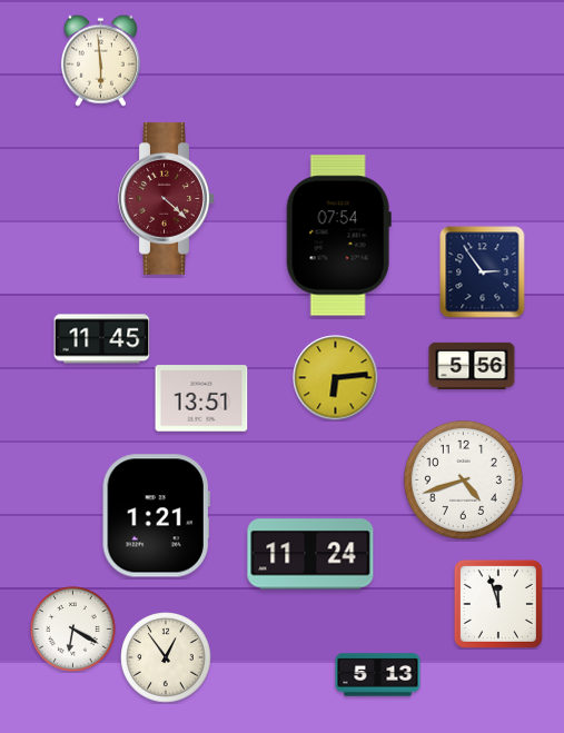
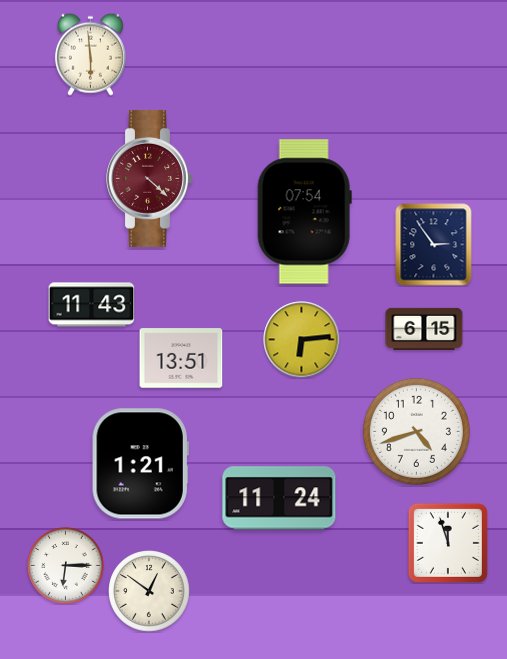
clock at (102, 339): 11:45 -> 11:43
clock at (472, 365): 5:56 -> 6:15
clock at (73, 630): 6:20 -> 6:15
clock at (166, 657): 12:54 -> 12:51
clock at (378, 675): 5:13 -> none
